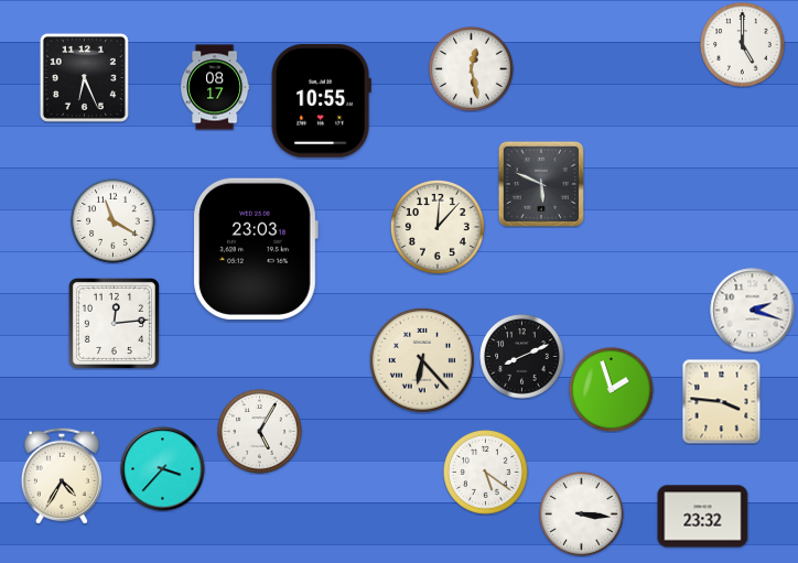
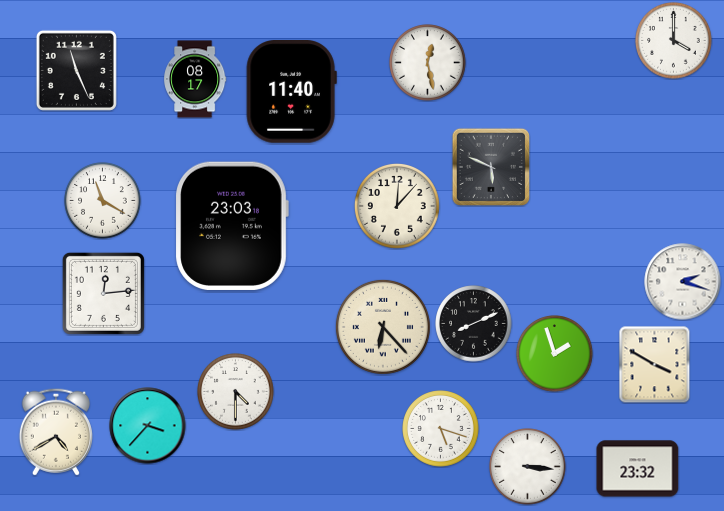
clock at (743, 45): 5:00 -> 4:00
clock at (84, 77): 6:26 -> 11:26
clock at (321, 101): 10:55 -> 11:40
clock at (722, 401): 3:46 -> 3:50
clock at (260, 432): 5:05 -> 4:30
clock at (486, 473): 5:21 -> 5:18
clock at (62, 476): 4:35 -> 4:40
